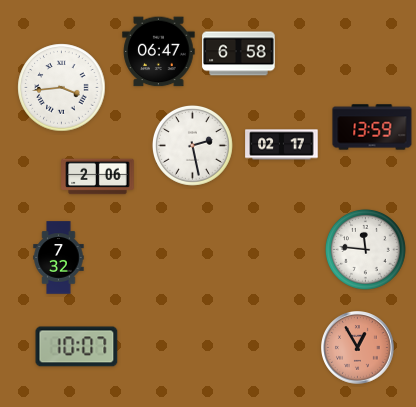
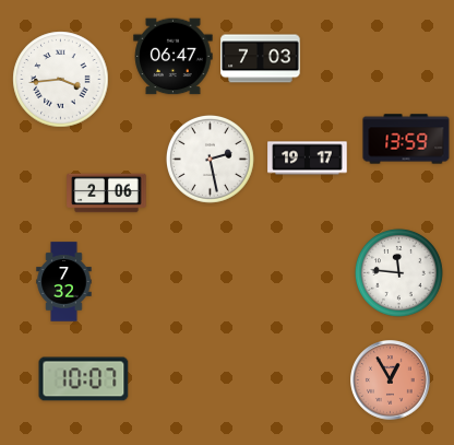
clock at (239, 54): 6:58 -> 7:03
clock at (62, 88) position: (62, 88) -> (61, 80)
clock at (282, 145): 02:17 -> 19:17
